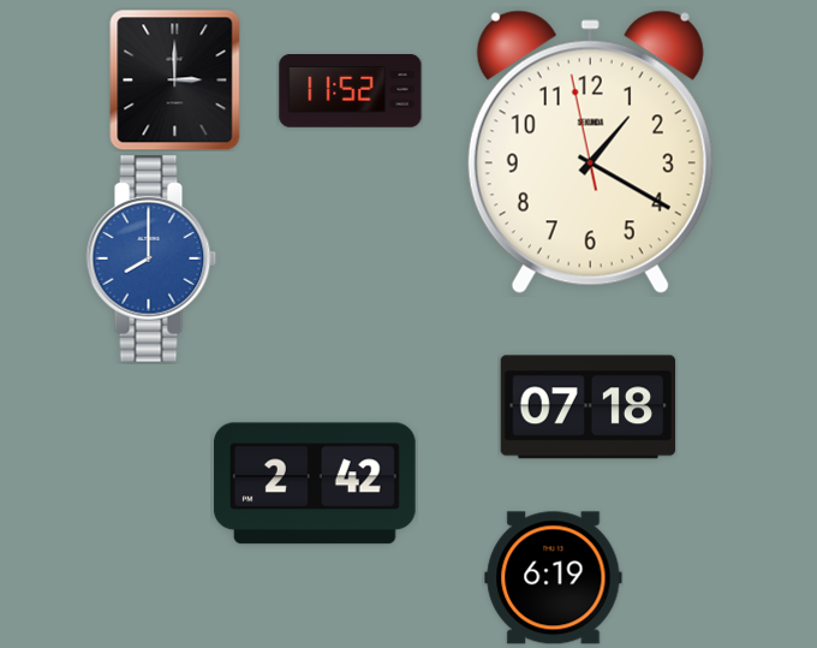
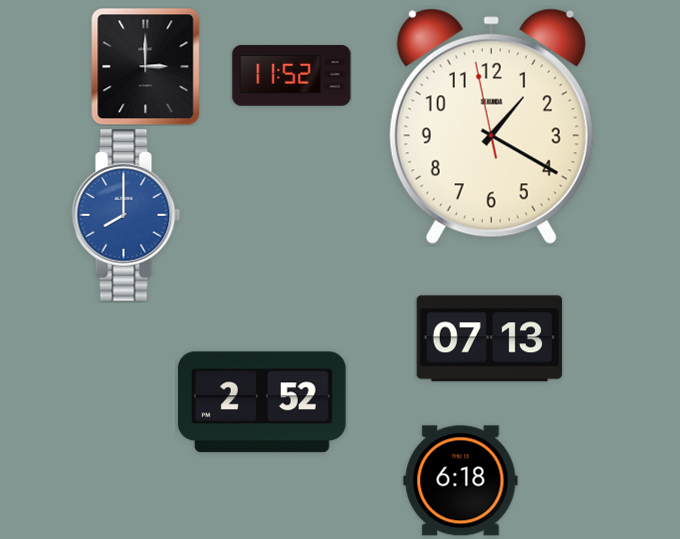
clock at (588, 408): 07:18 -> 07:13
clock at (315, 483): 2:42 -> 2:52
clock at (554, 578): 6:19 -> 6:18
